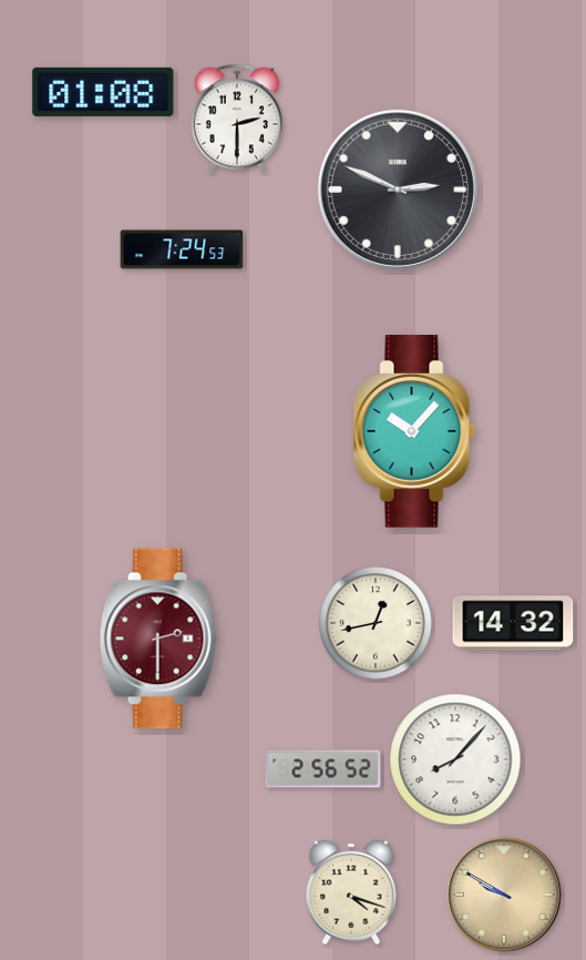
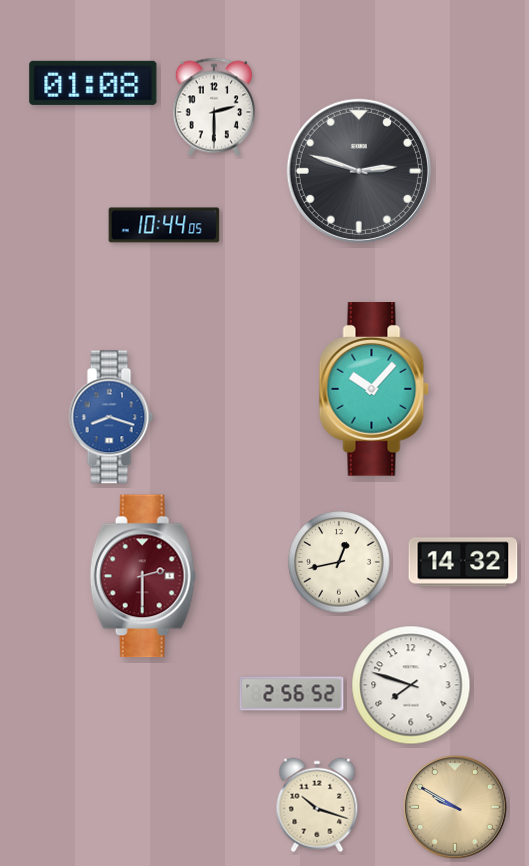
clock at (398, 190): 2:49 -> 2:48
clock at (182, 249): 7:24 -> 10:44
clock at (111, 417): none -> 8:18
clock at (455, 759): 8:07 -> 7:48
clock at (351, 892): 4:18 -> 10:18
